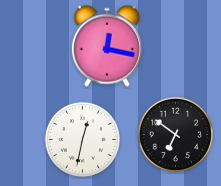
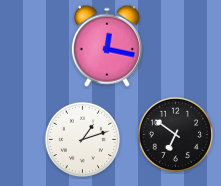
clock at (82, 139): 12:32 -> 1:12
